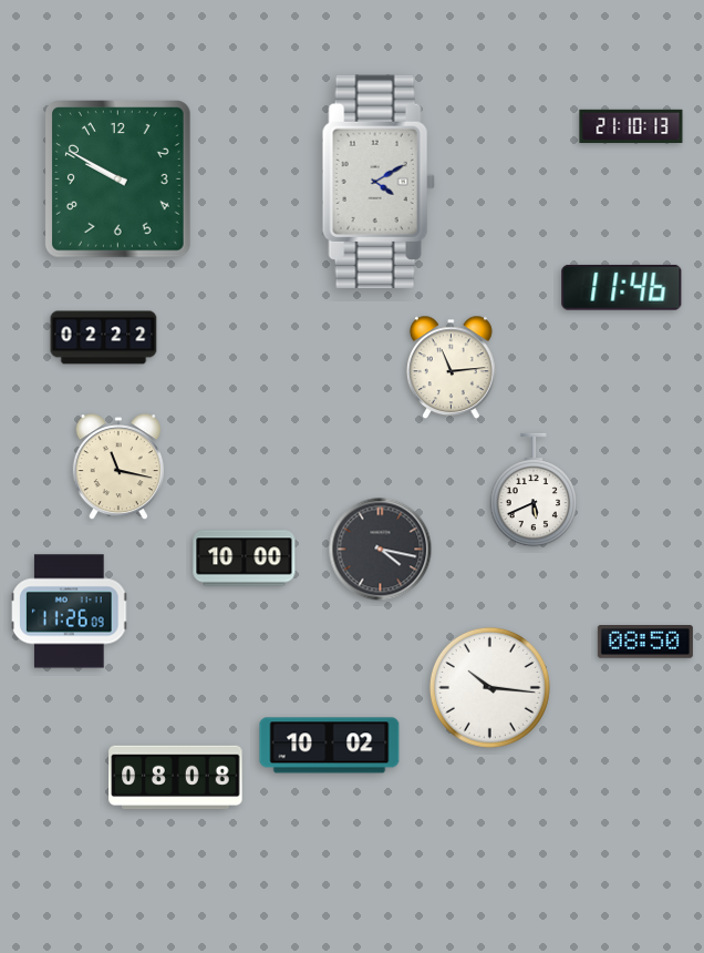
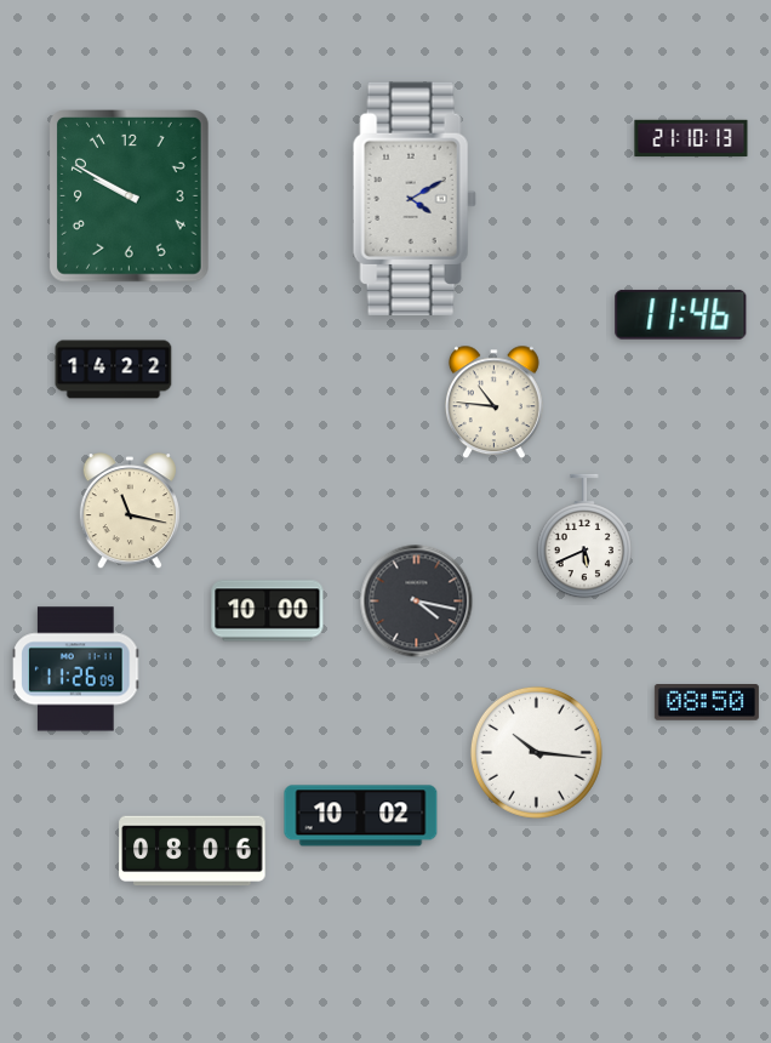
clock at (104, 338): 02:22 -> 14:22
clock at (451, 368): 11:14 -> 10:46
clock at (176, 778): 08:08 -> 08:06
